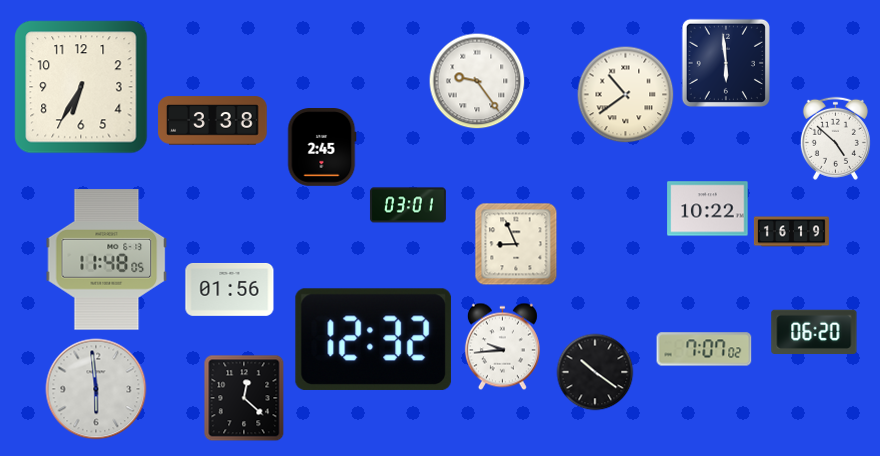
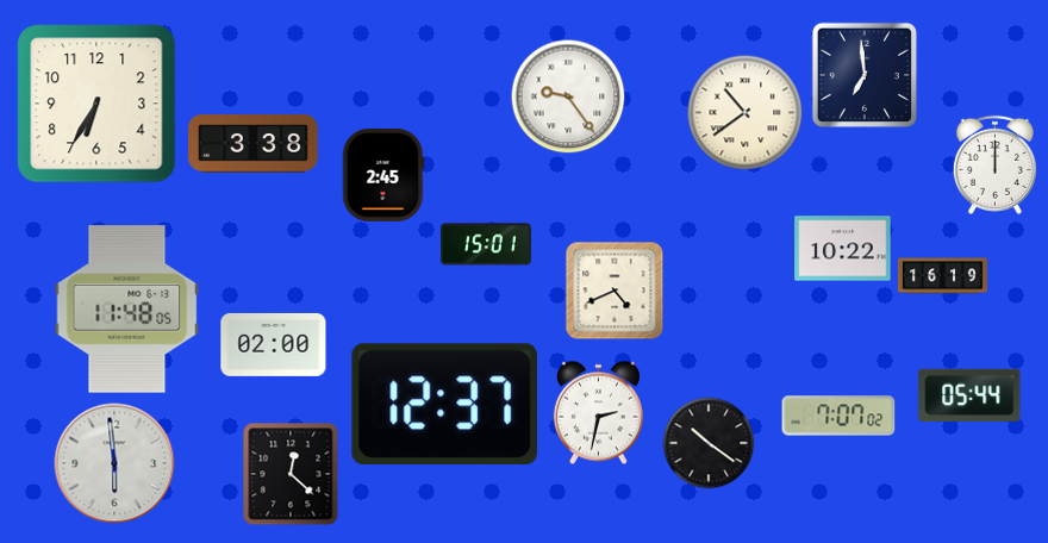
clock at (726, 63): 5:59 -> 6:59
clock at (835, 138): 4:52 -> 12:00
clock at (408, 205): 03:01 -> 15:01
clock at (516, 244): 8:56 -> 4:41
clock at (230, 289): 01:56 -> 02:00
clock at (814, 332): 06:20 -> 05:44
clock at (373, 339): 12:32 -> 12:37
clock at (502, 347): 9:44 -> 2:32
